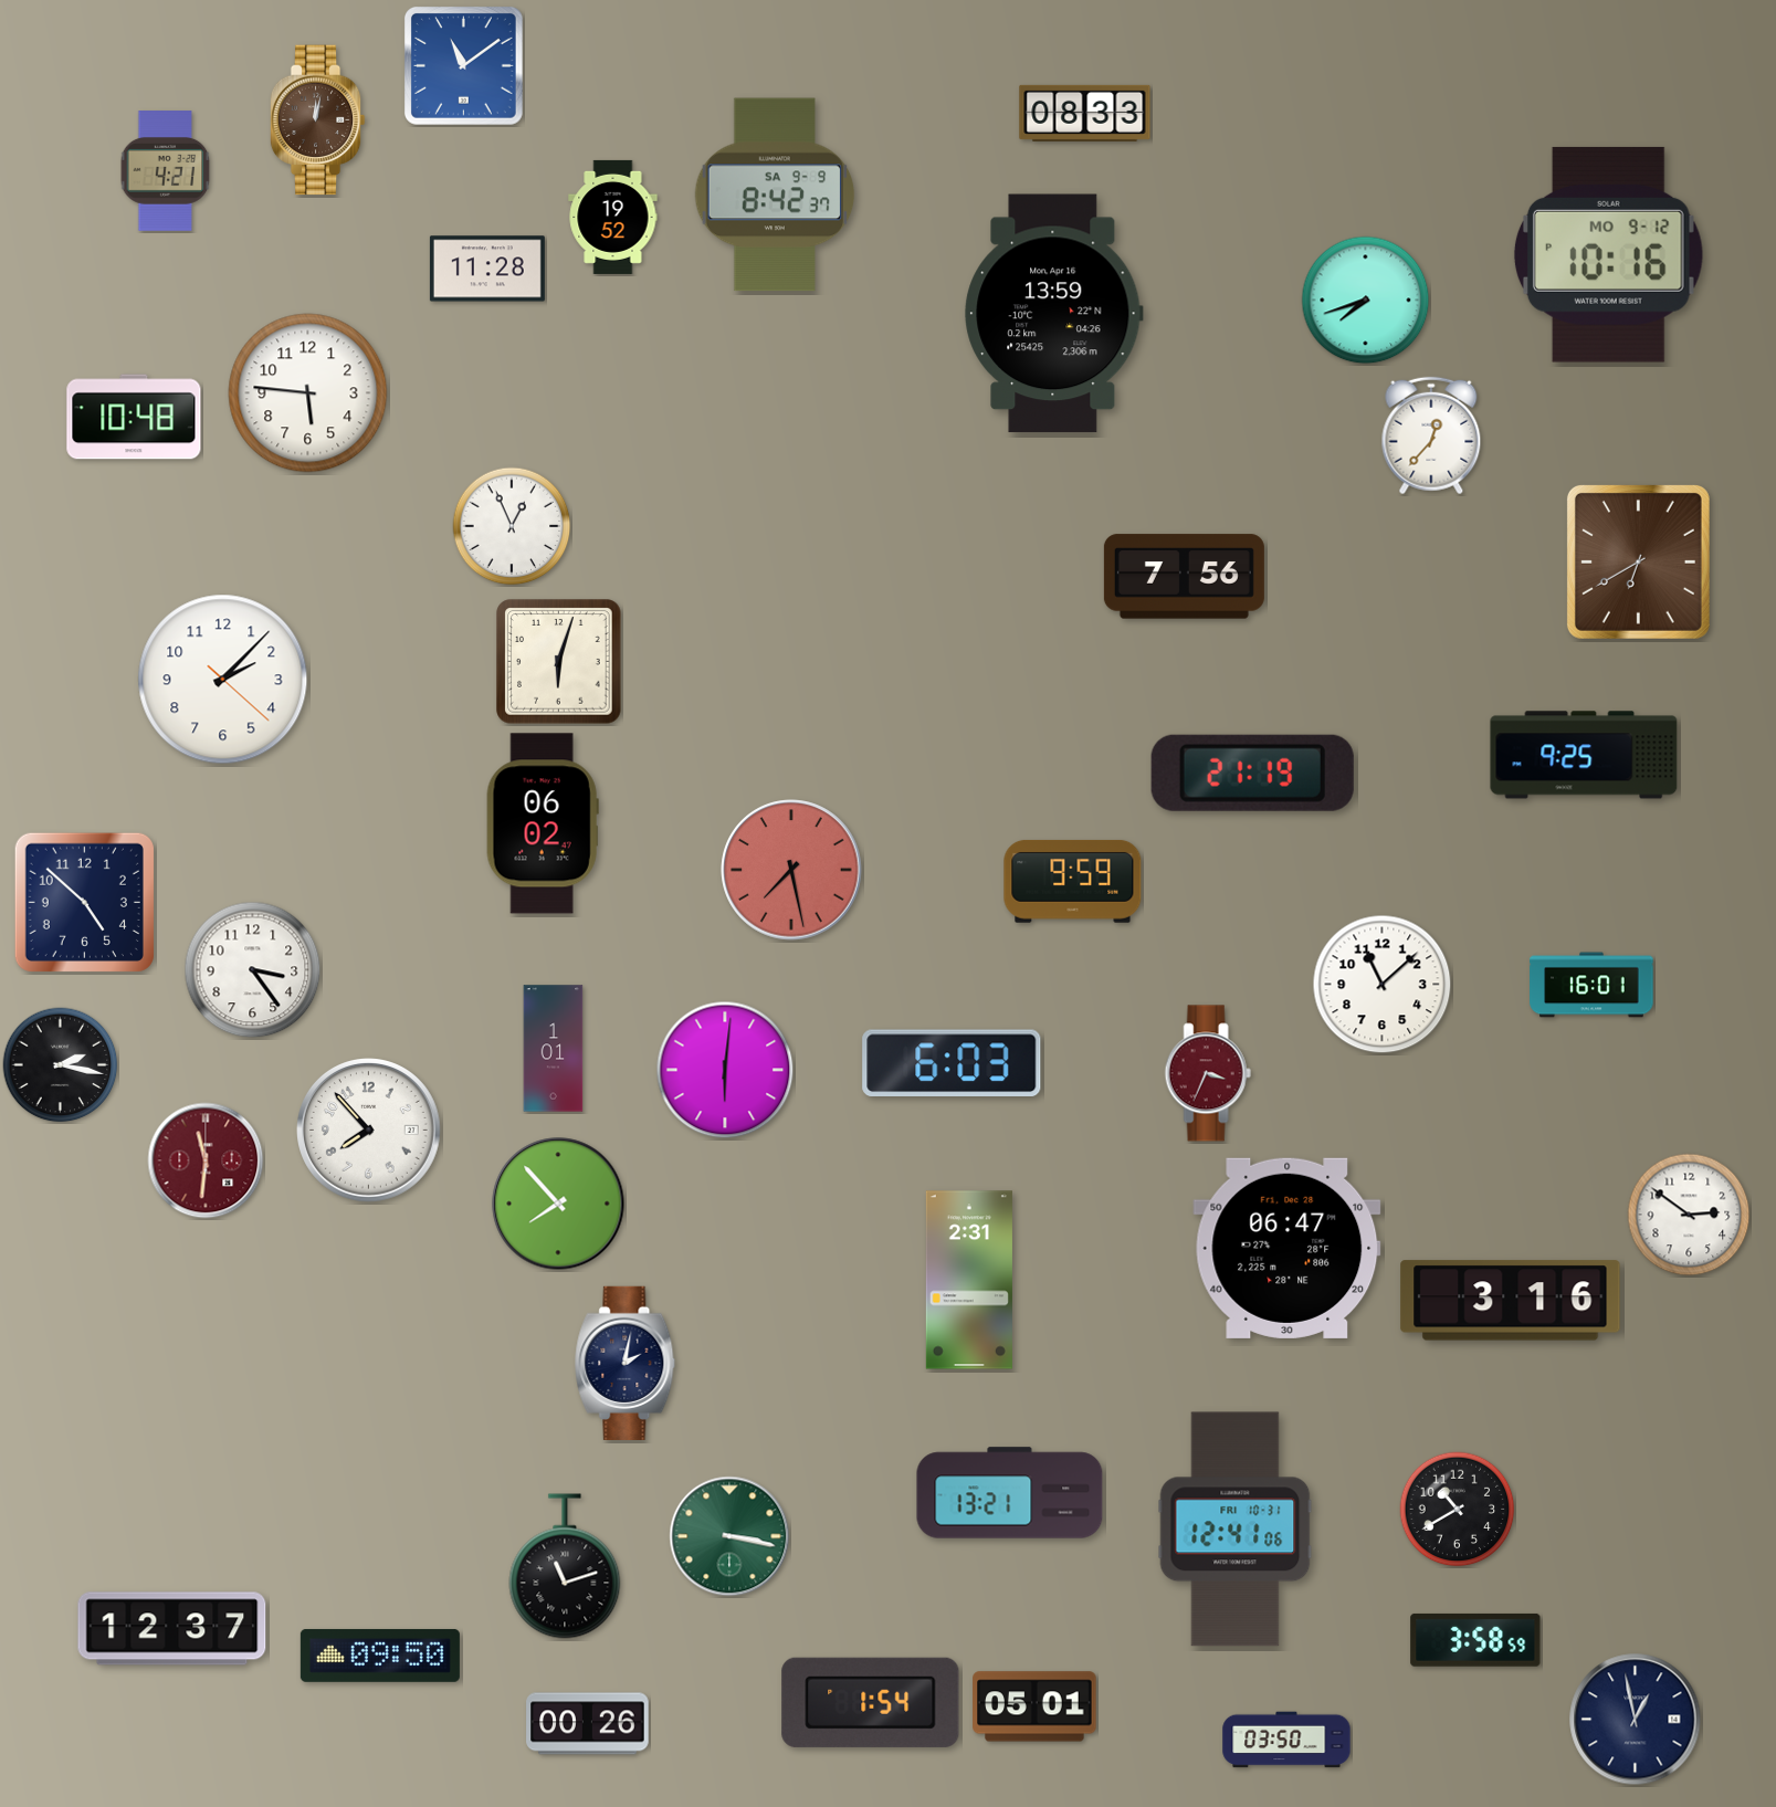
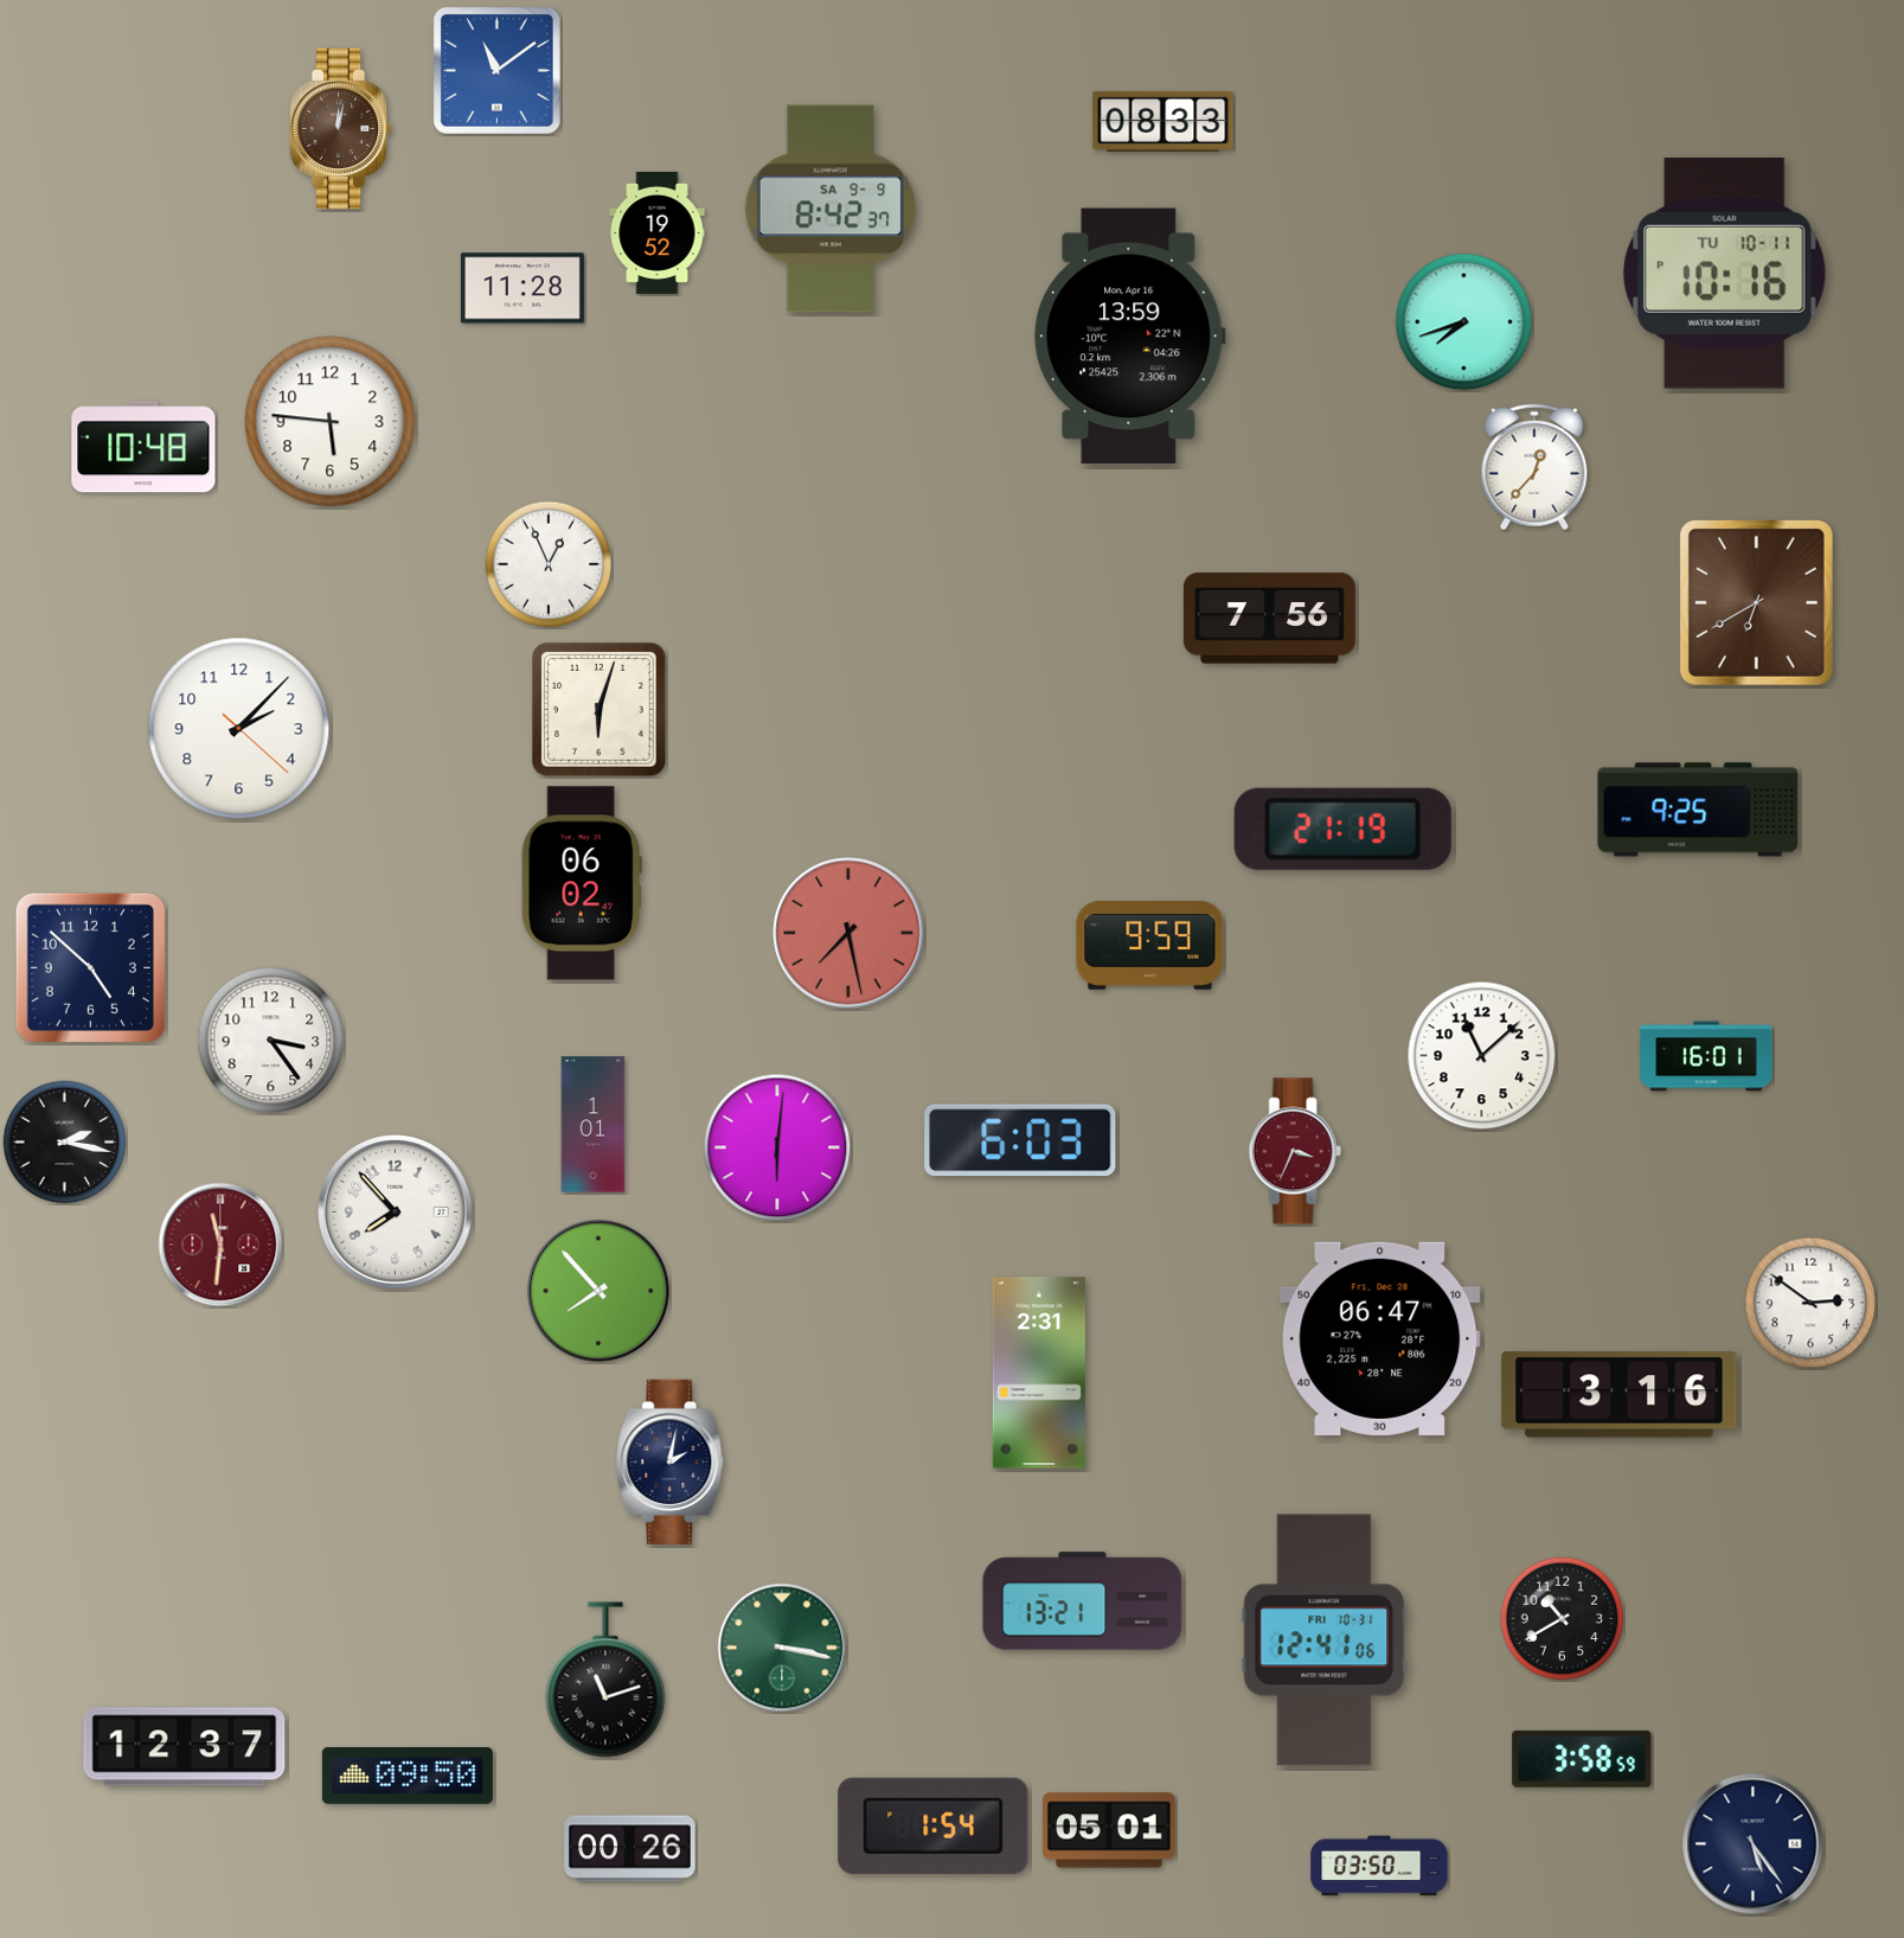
clock at (166, 171): 4:21 -> none
clock at (1608, 254) date: MO 9-12 -> TU 10-11
clock at (1636, 1720): 12:58 -> 5:24
